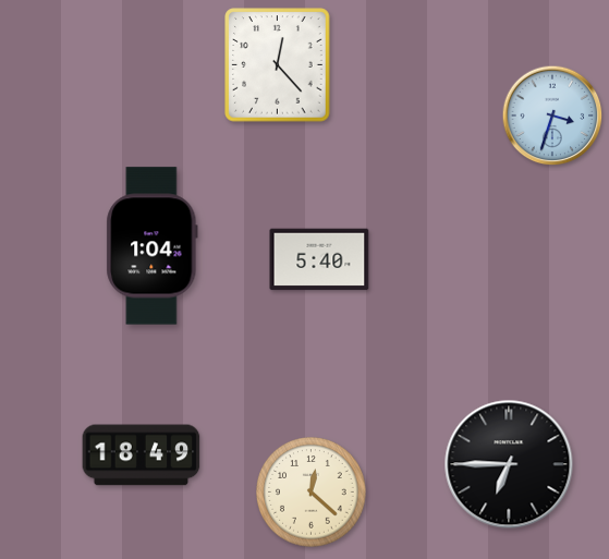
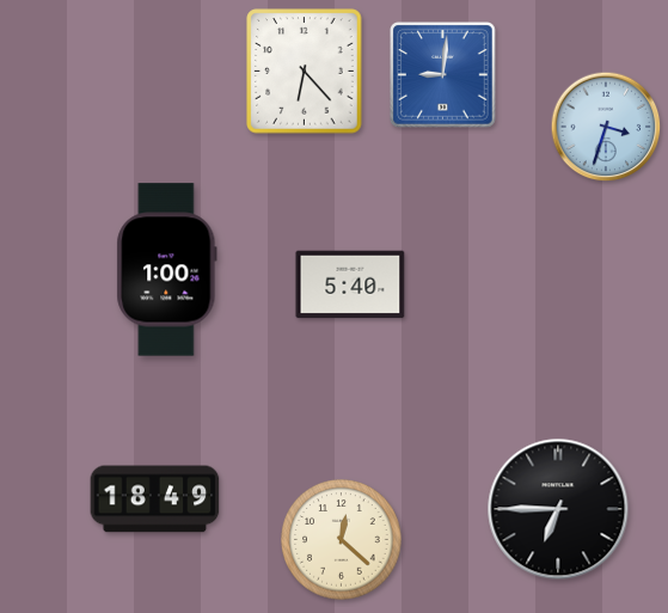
clock at (278, 65): 12:23 -> 6:23
clock at (443, 75): none -> 9:01
clock at (153, 246): 1:04 -> 1:00
